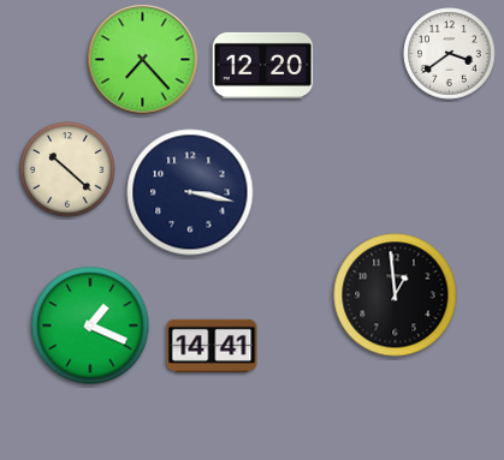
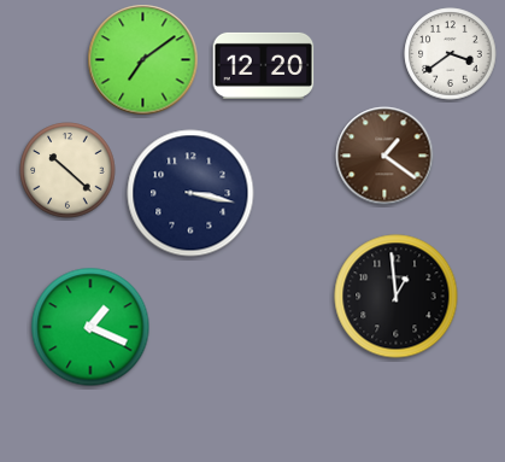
clock at (143, 60): 7:23 -> 7:09
clock at (384, 156): none -> 1:21
clock at (212, 345): 14:41 -> none
